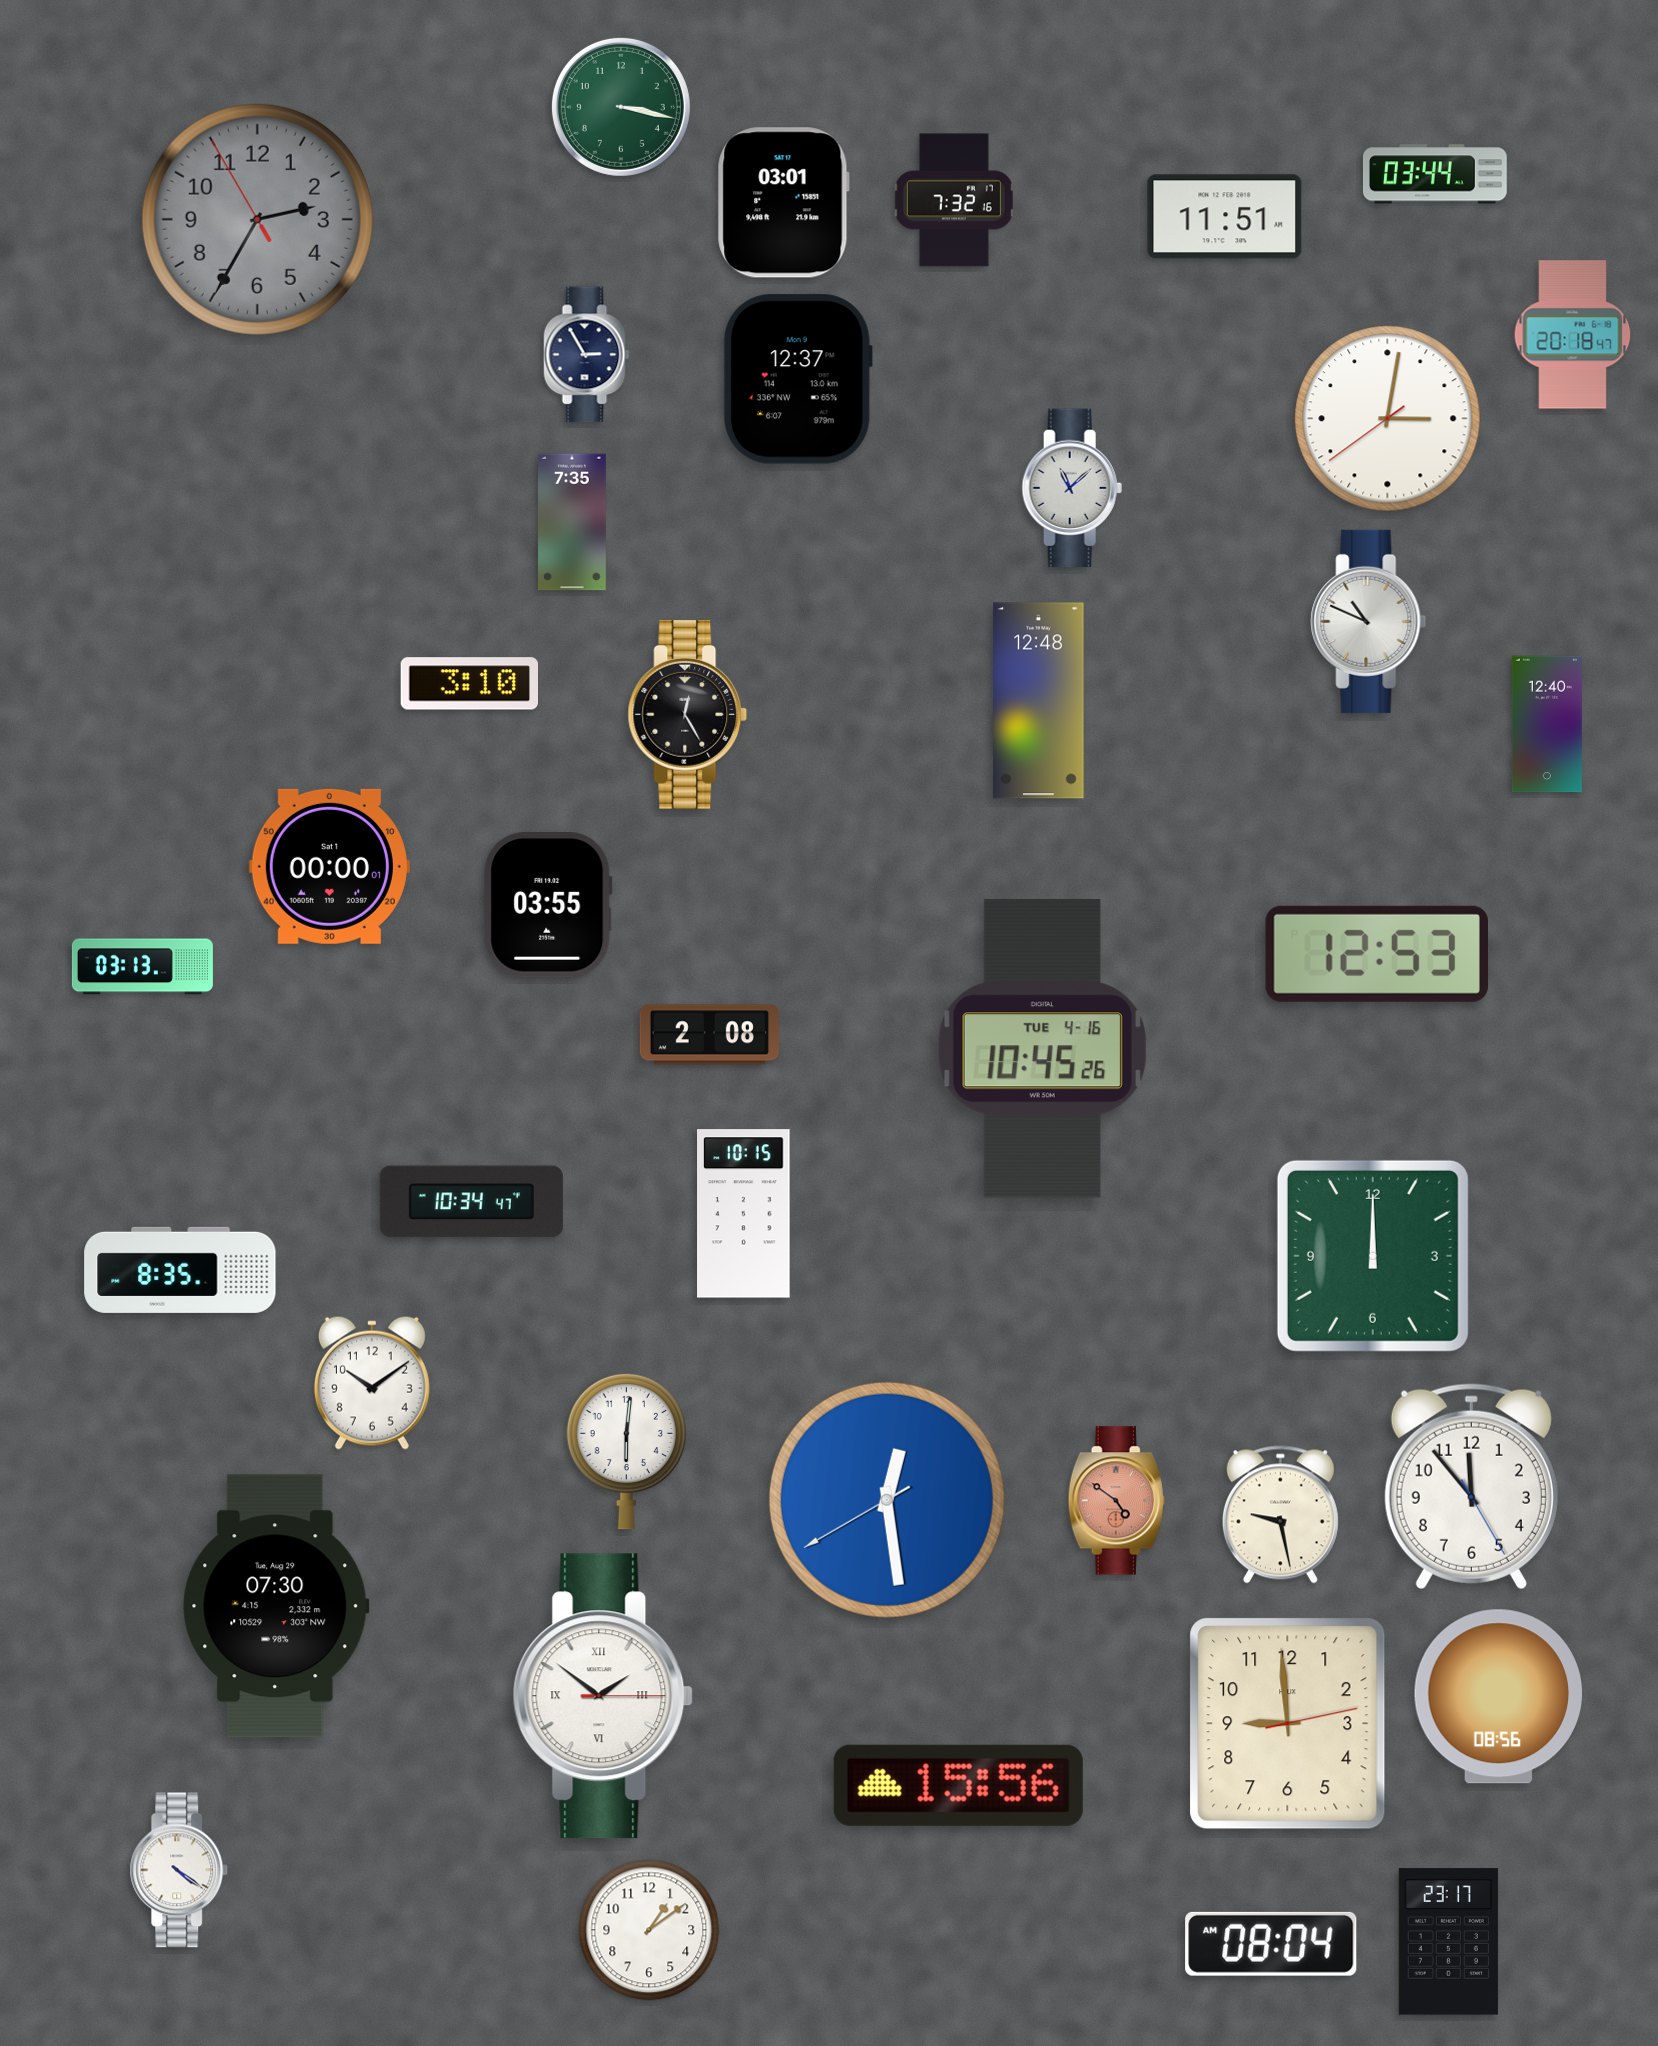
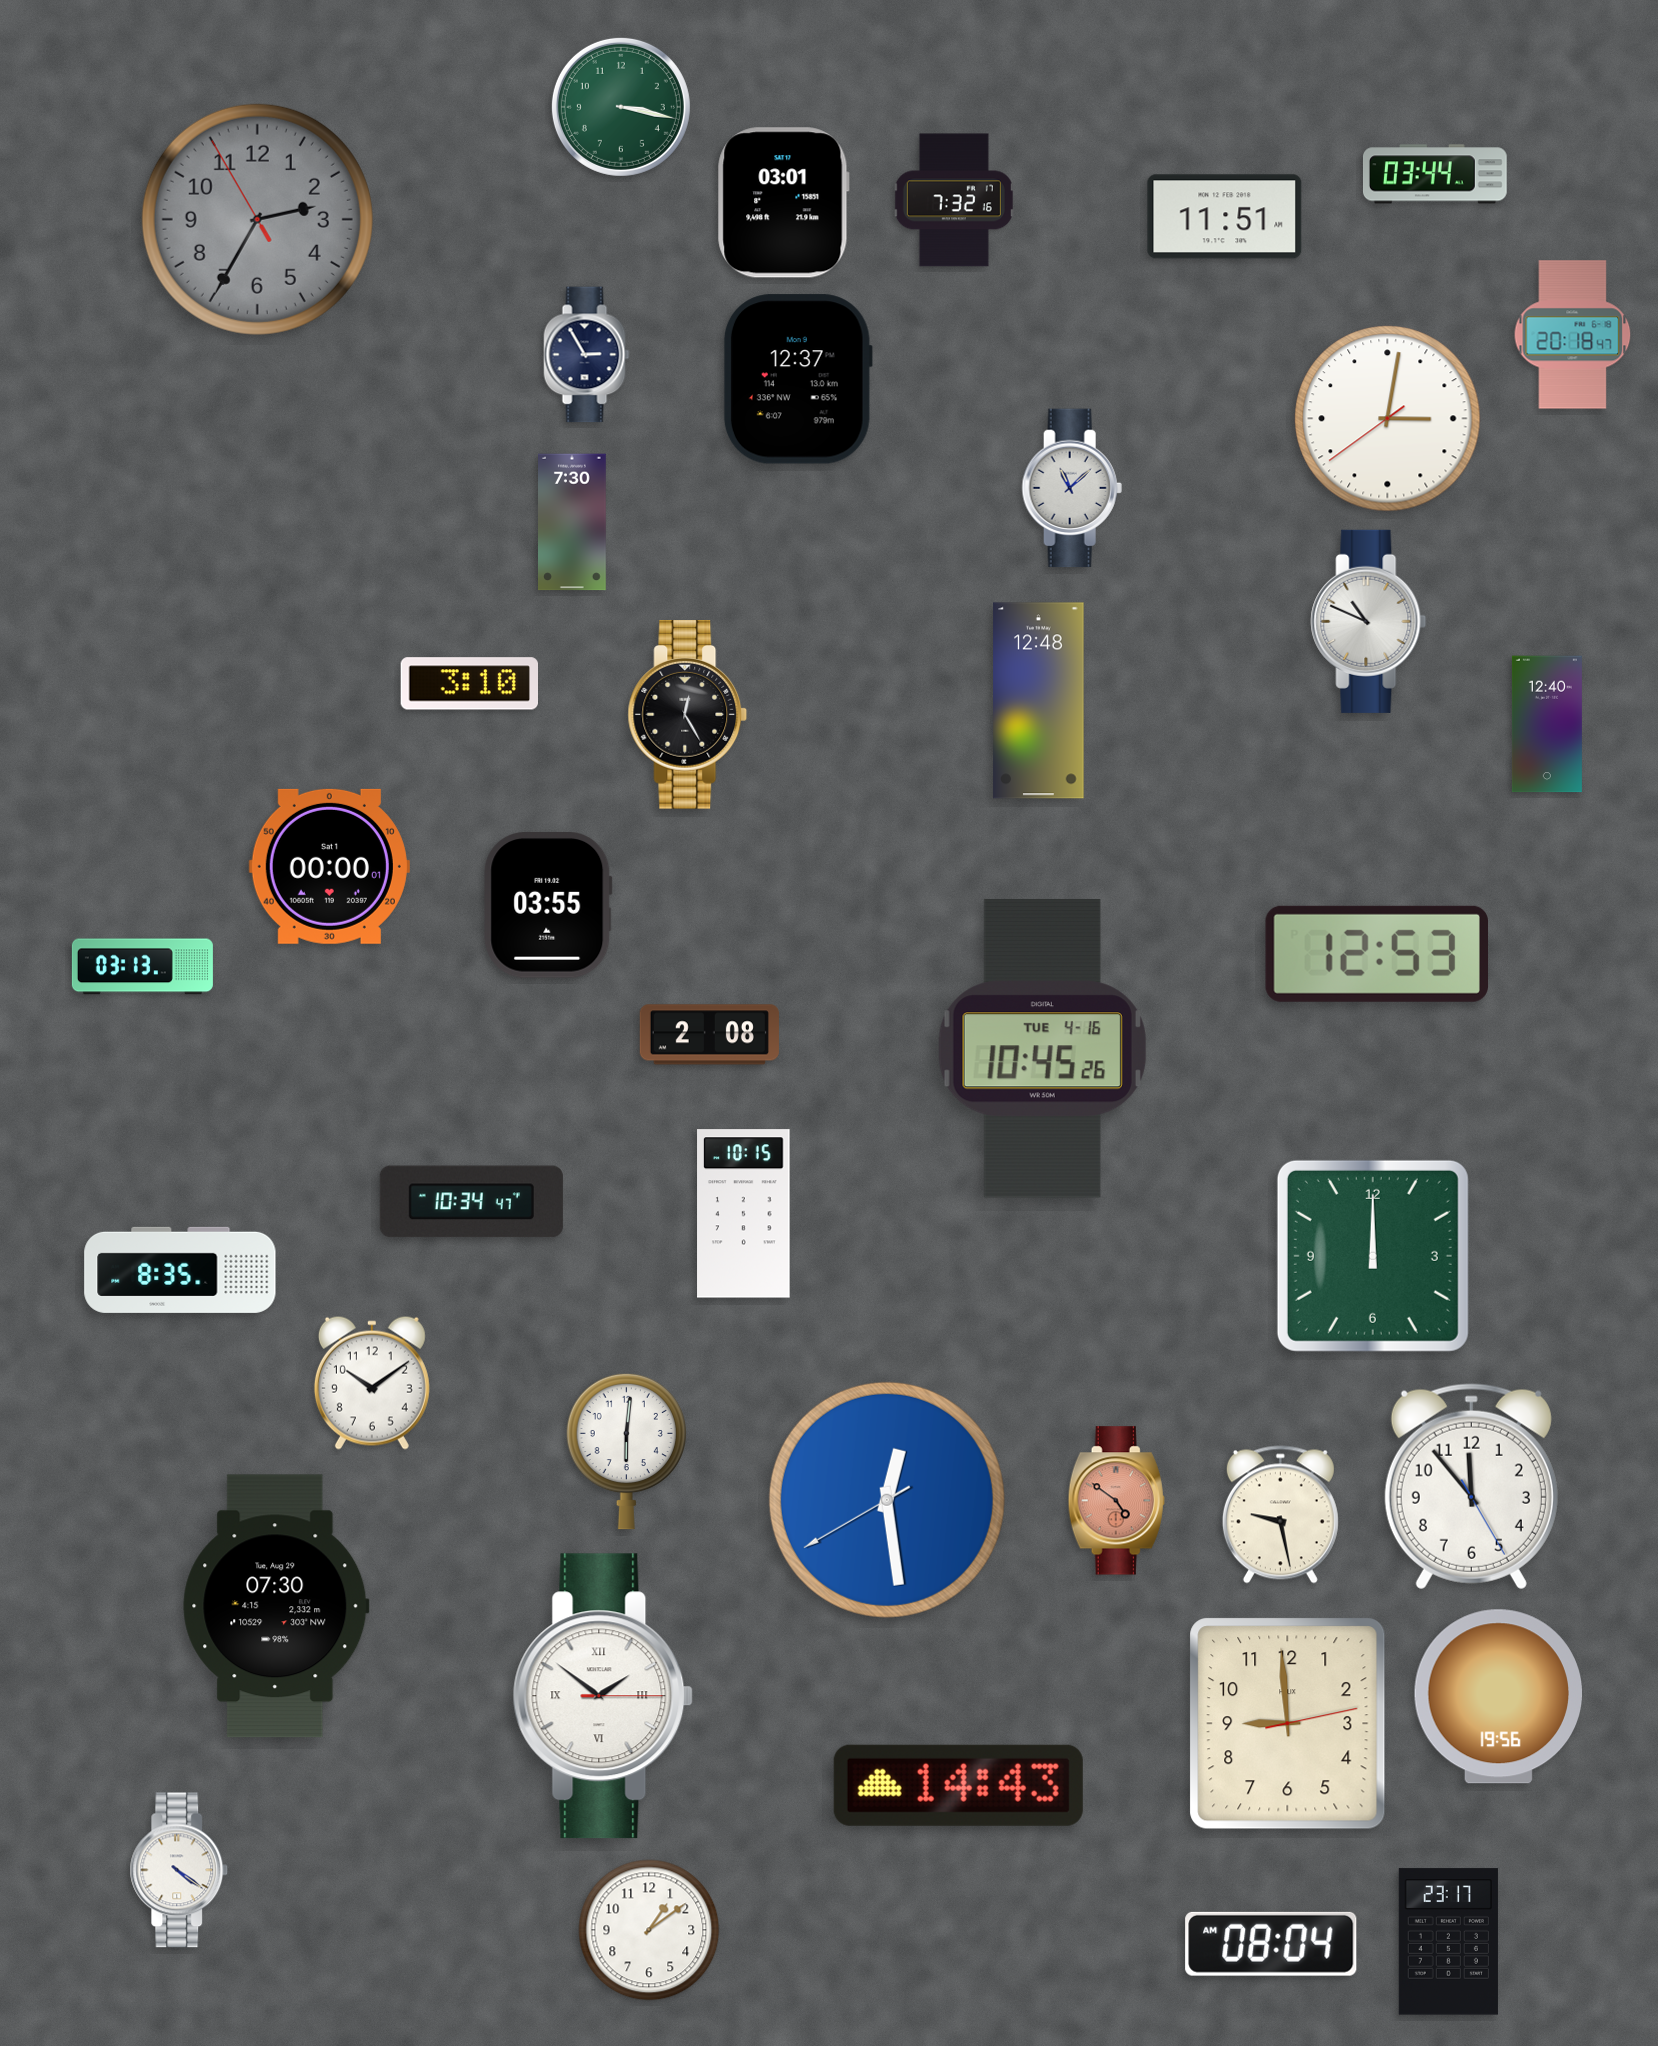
clock at (573, 522): 7:35 -> 7:30
clock at (1498, 1697): 08:56 -> 19:56
clock at (958, 1785): 15:56 -> 14:43
